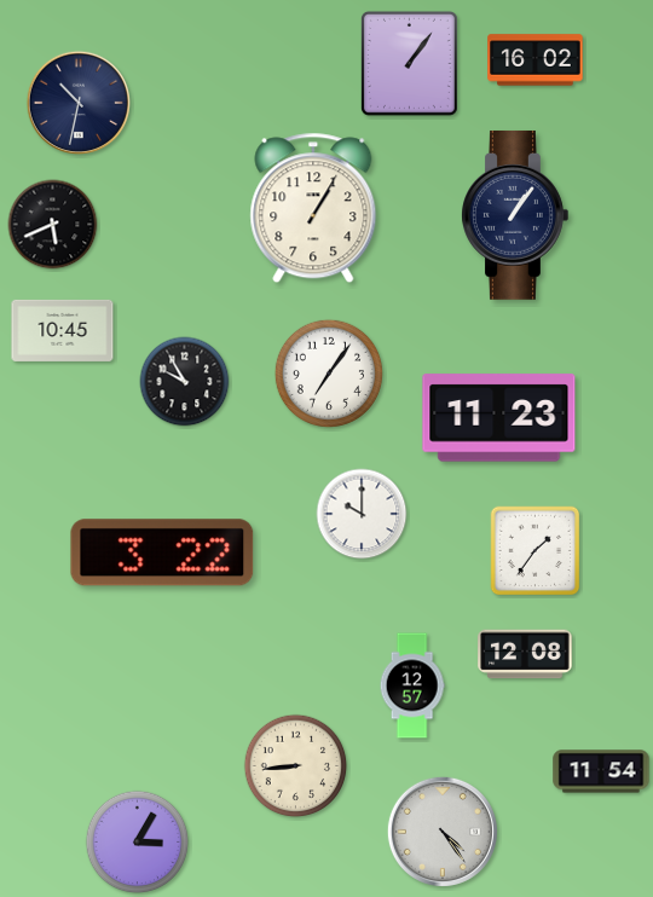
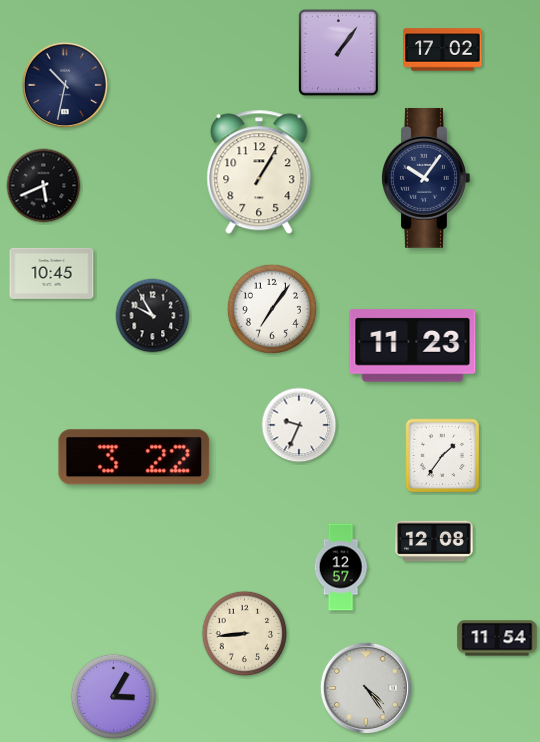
clock at (536, 60): 16:02 -> 17:02
clock at (515, 215): 1:06 -> 10:06
clock at (362, 514): 10:00 -> 9:34
